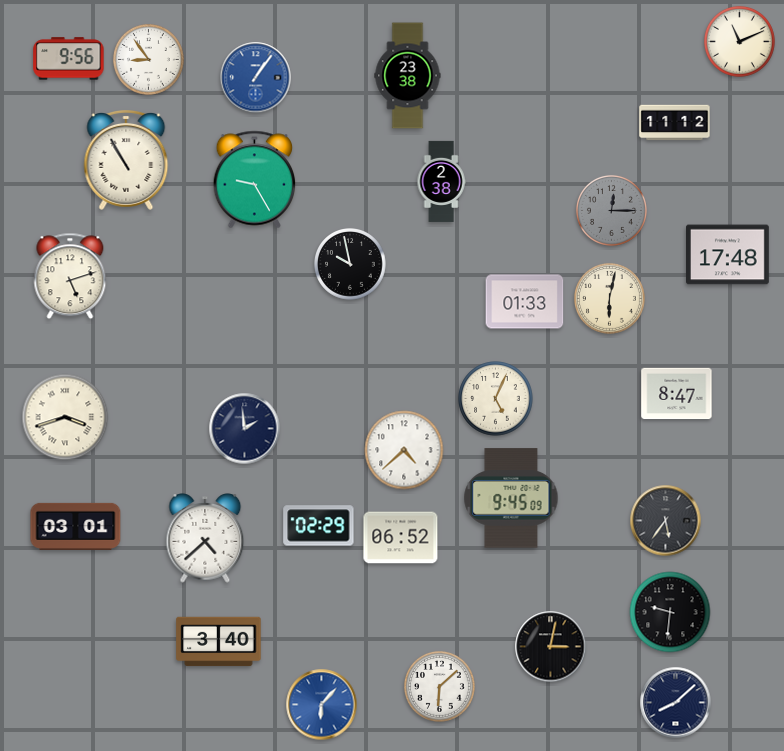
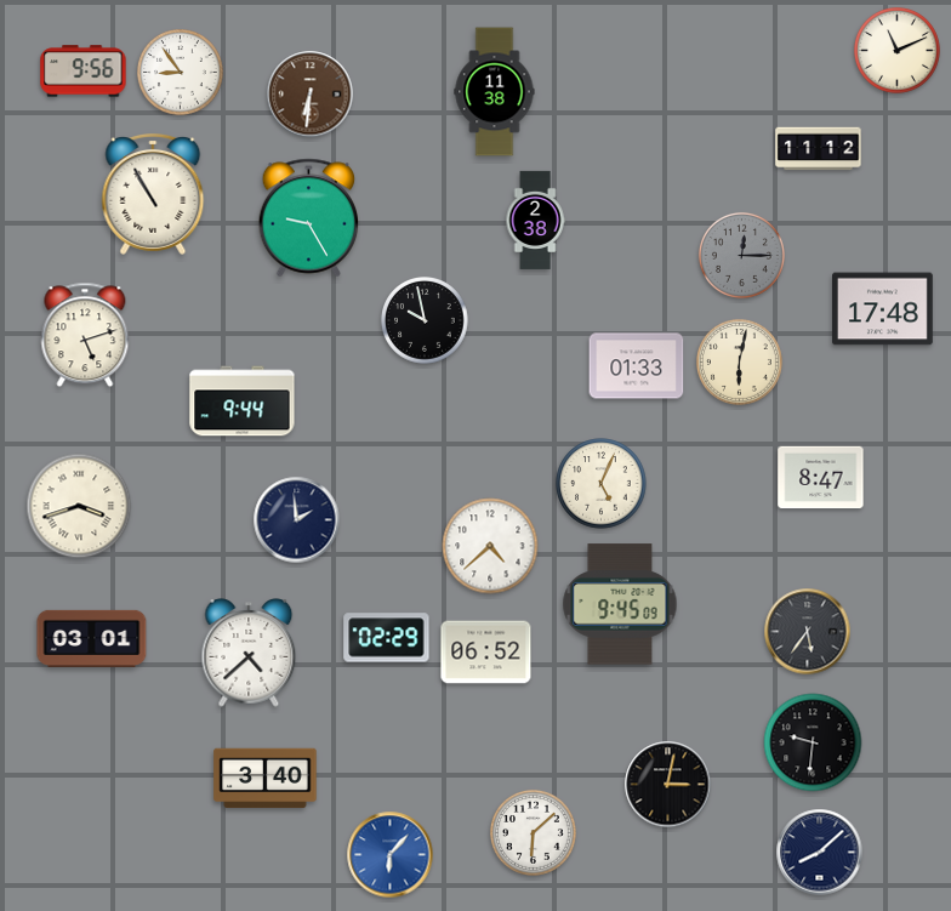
clock at (408, 76): 23:38 -> 11:38
clock at (256, 78): 1:06 -> 6:31
clock at (256, 78) dial: blue -> brown
clock at (243, 402): none -> 9:44
